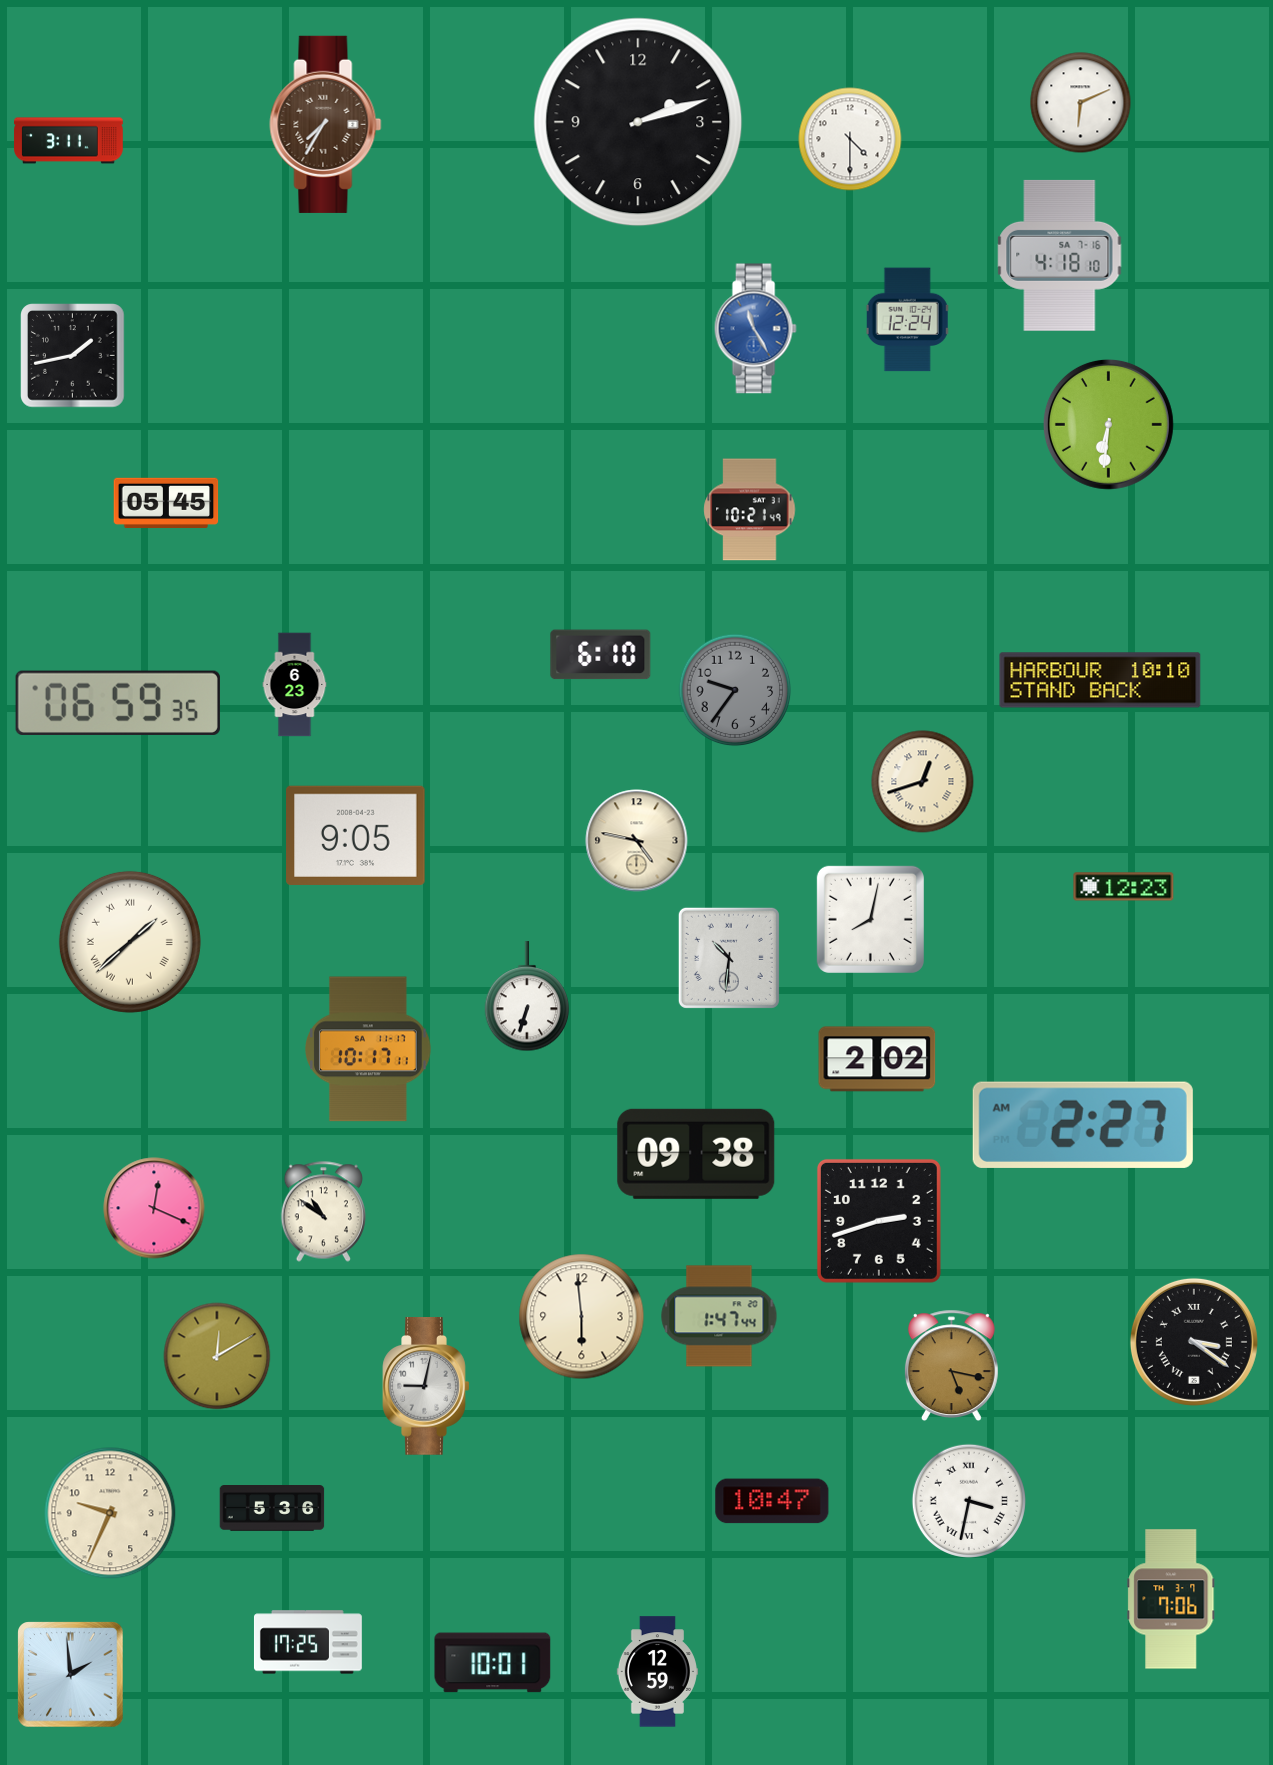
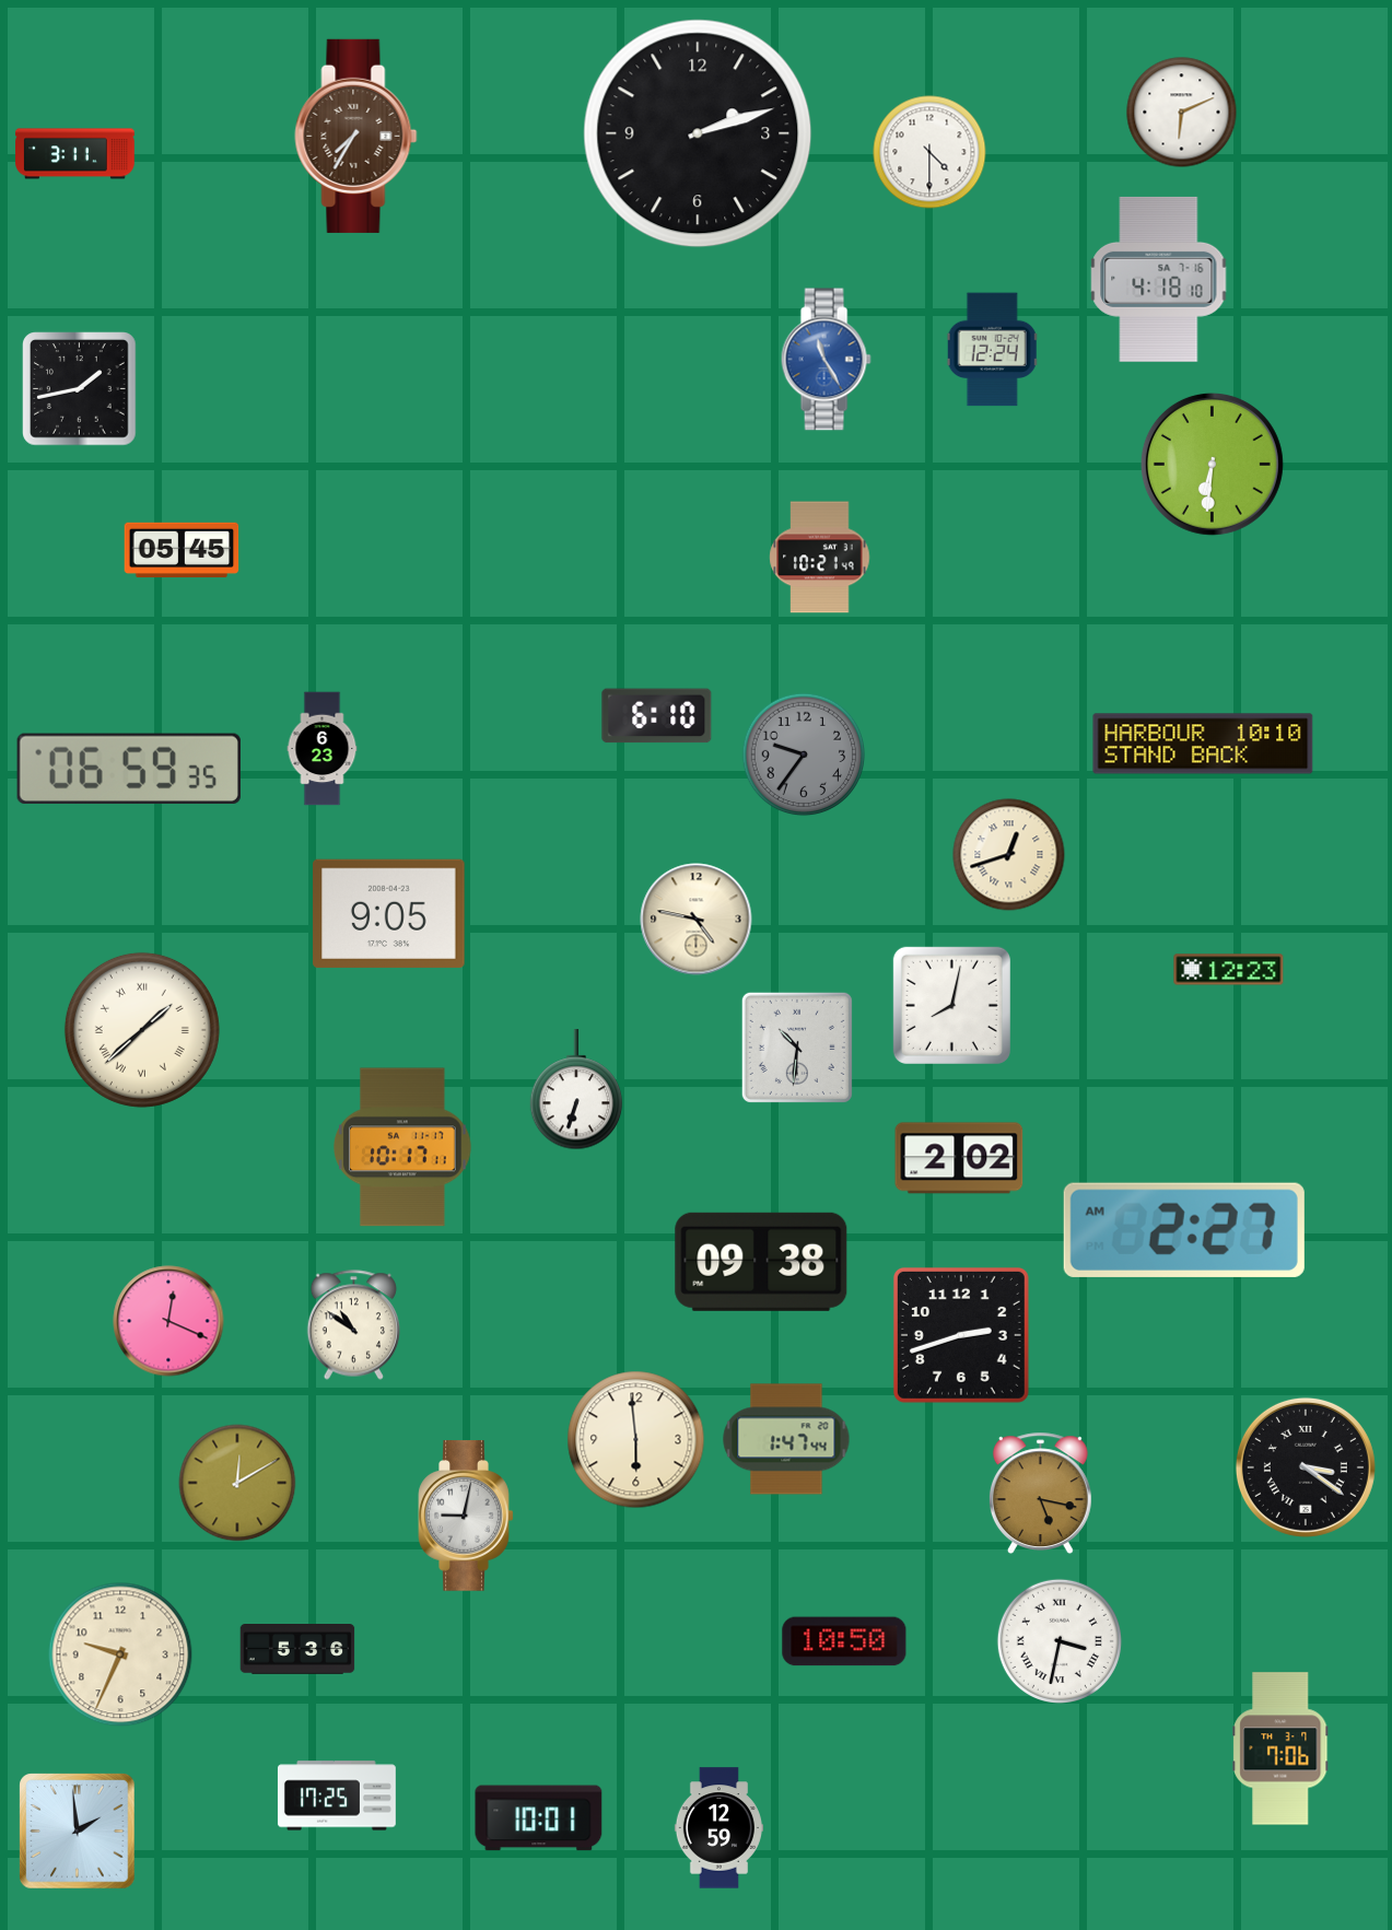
clock at (772, 1501): 10:47 -> 10:50
